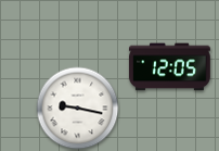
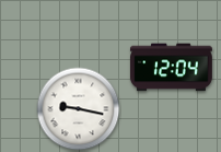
clock at (169, 67): 12:05 -> 12:04
